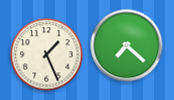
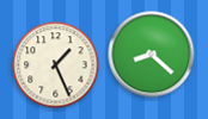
clock at (127, 46): 7:22 -> 8:22
